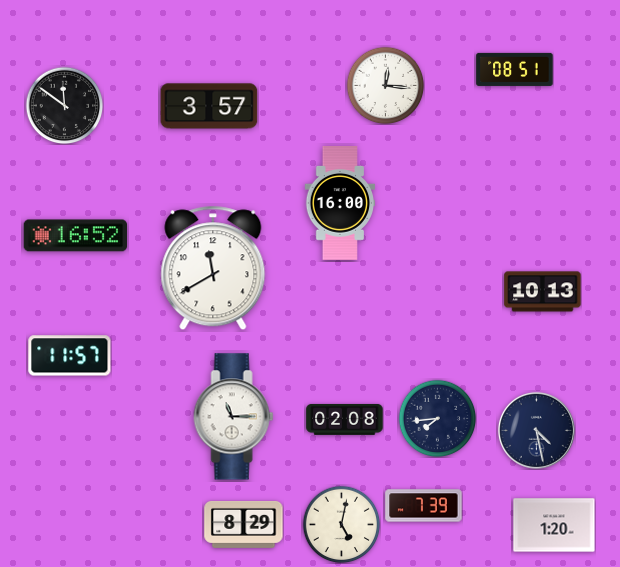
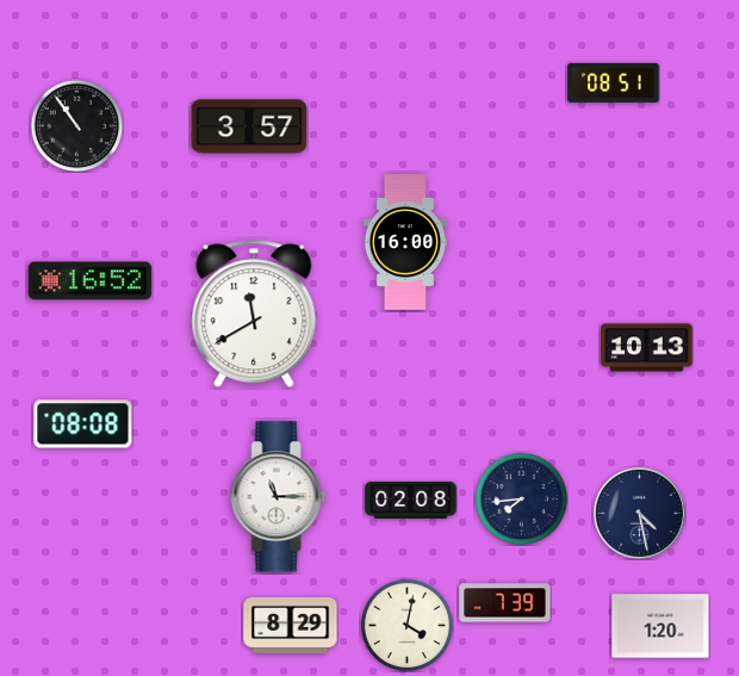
clock at (385, 85): 12:16 -> none
clock at (64, 105): 11:51 -> 10:54
clock at (213, 268) position: (213, 268) -> (254, 314)
clock at (70, 356): 11:57 -> 08:08
clock at (341, 524): 5:02 -> 4:02
